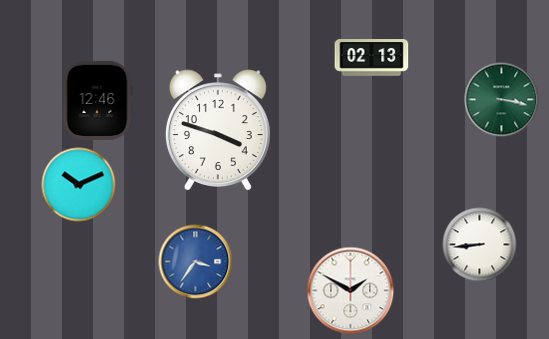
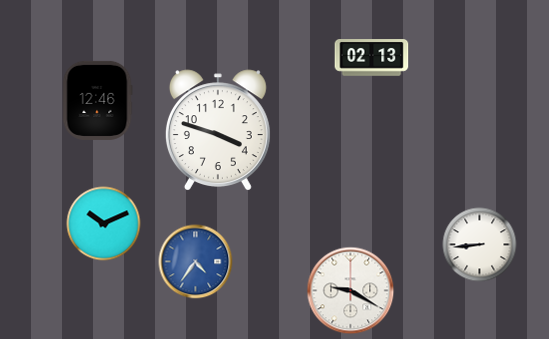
clock at (502, 100): 3:17 -> none
clock at (79, 185) position: (79, 185) -> (104, 224)
clock at (196, 262): 3:36 -> 4:36
clock at (351, 291): 1:50 -> 9:20
